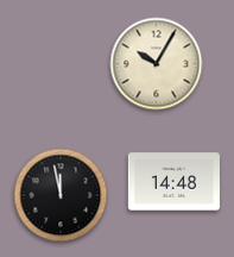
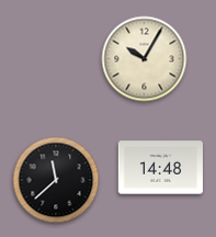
clock at (61, 195): 11:58 -> 11:38
